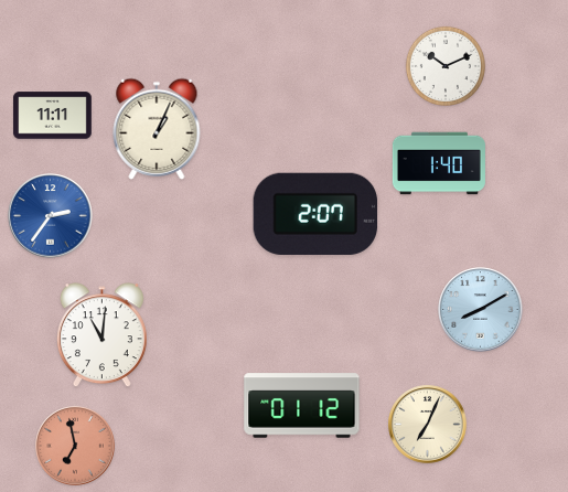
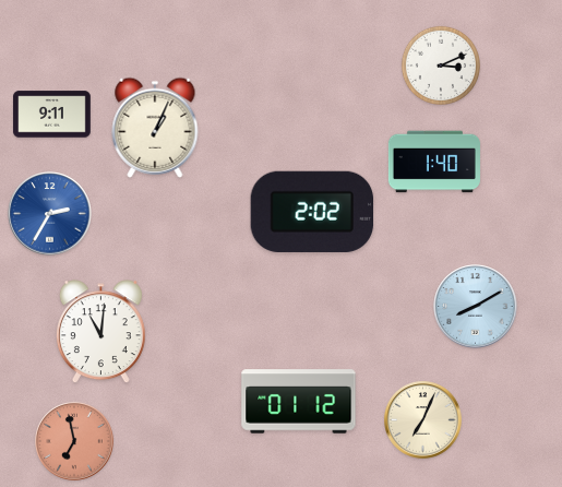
clock at (444, 65): 10:11 -> 3:11
clock at (53, 116): 11:11 -> 9:11
clock at (315, 214): 2:07 -> 2:02
clock at (51, 216): 2:36 -> 2:35
